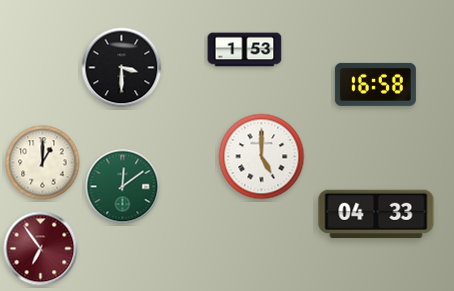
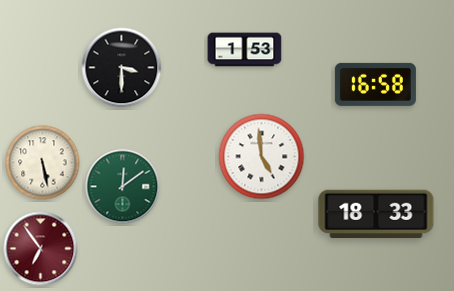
clock at (262, 157): 5:00 -> 4:59
clock at (43, 163): 1:00 -> 5:28
clock at (376, 214): 04:33 -> 18:33
